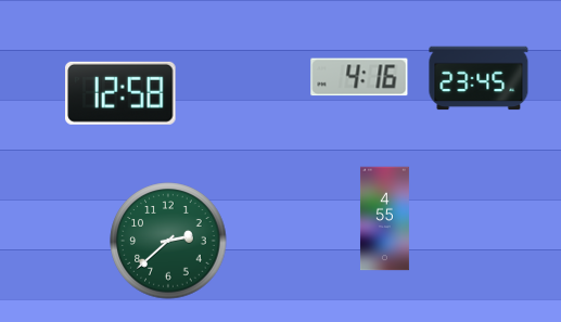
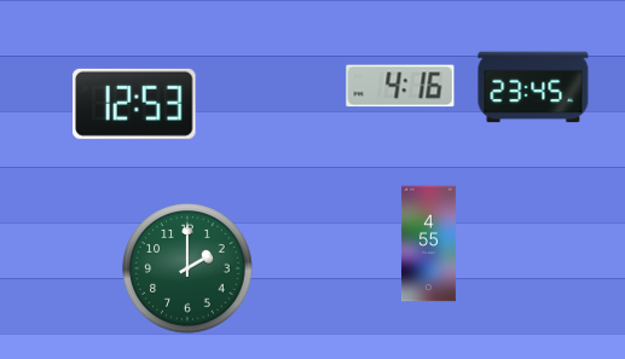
clock at (122, 93): 12:58 -> 12:53
clock at (168, 241): 2:38 -> 2:00
